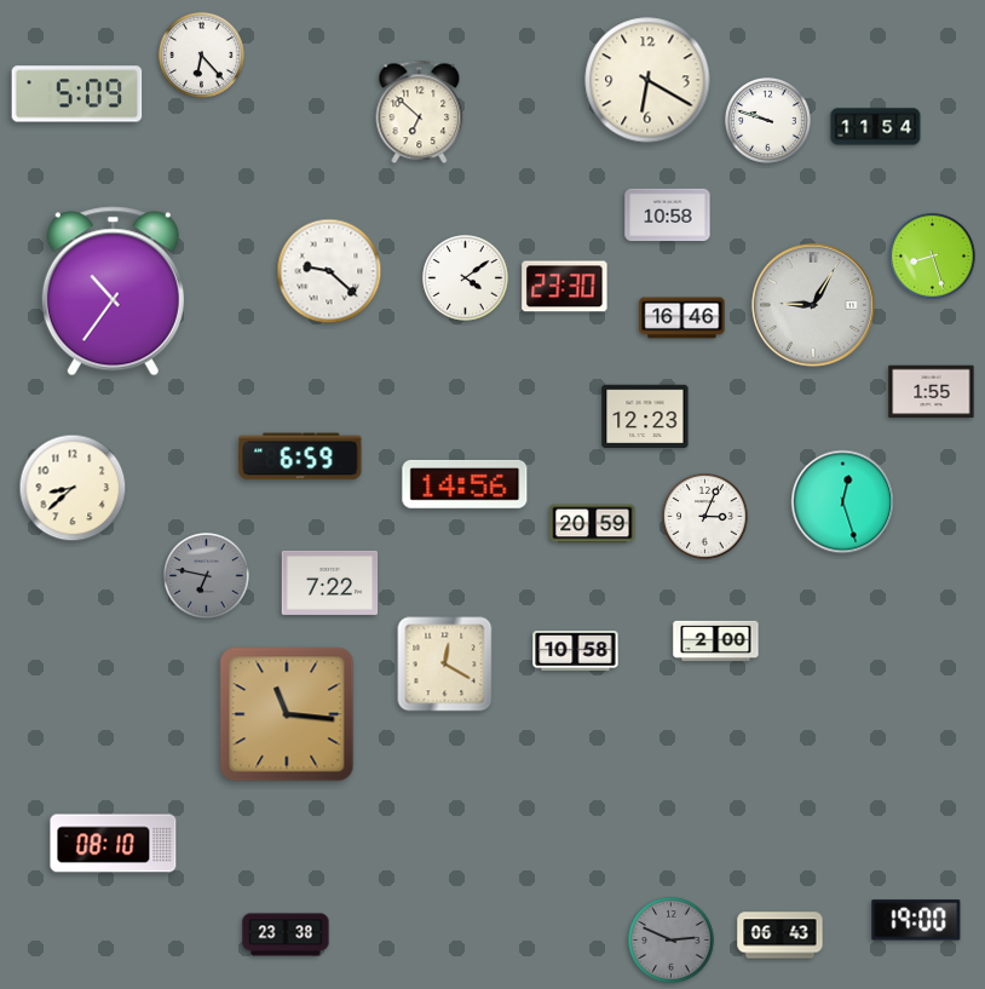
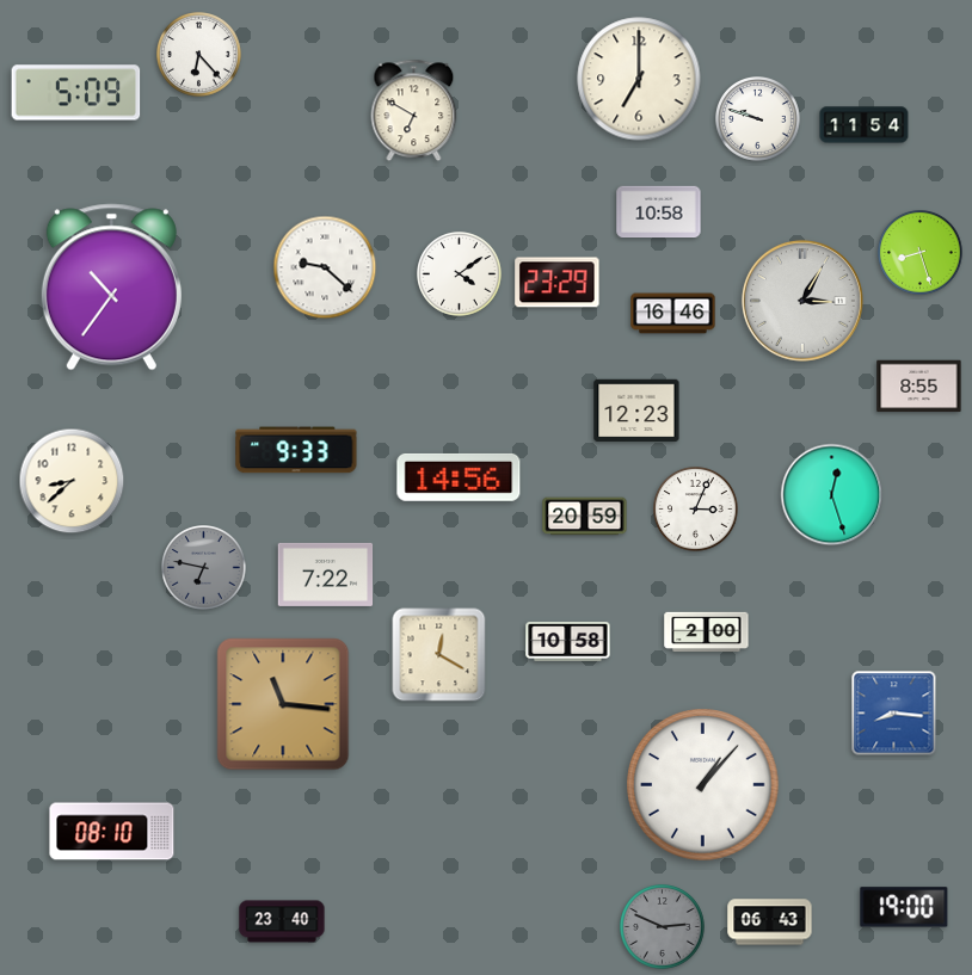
clock at (647, 80): 6:20 -> 7:00
clock at (420, 113): 6:52 -> 6:50
clock at (565, 287): 23:30 -> 23:29
clock at (813, 305): 9:05 -> 3:05
clock at (932, 392): 1:55 -> 8:55
clock at (300, 456): 6:59 -> 9:33
clock at (894, 714): none -> 8:16
clock at (703, 785): none -> 1:07
clock at (286, 935): 23:38 -> 23:40
